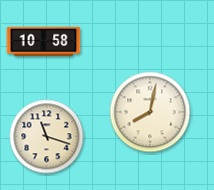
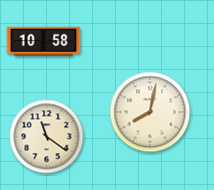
clock at (47, 137): 11:18 -> 11:21
